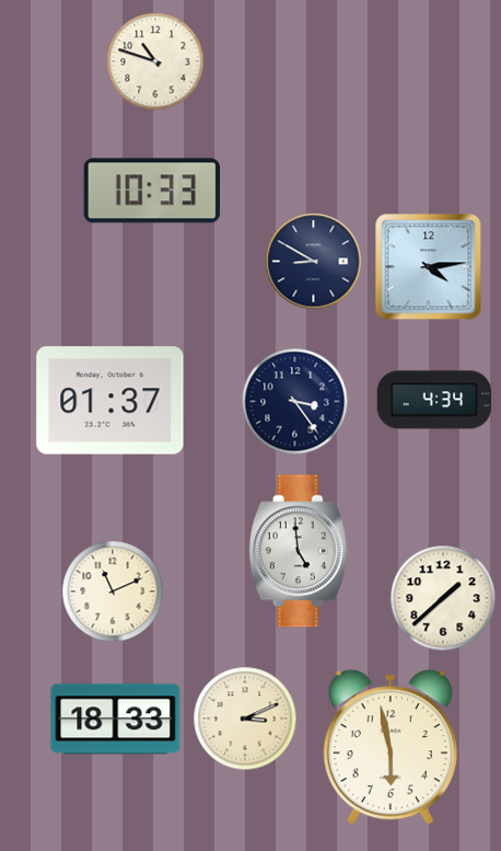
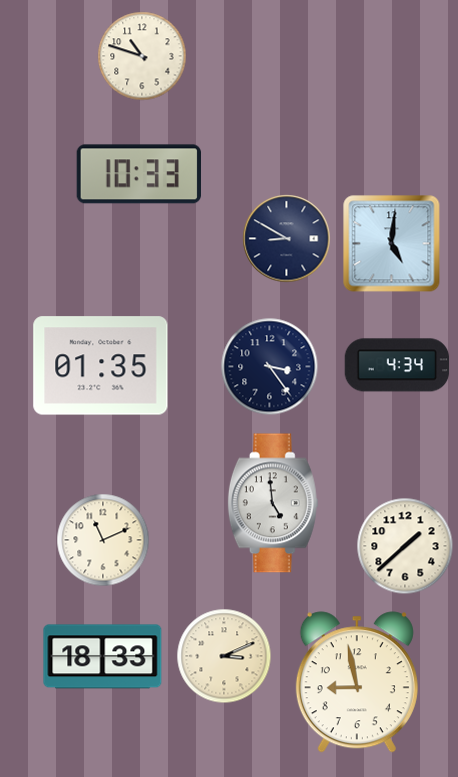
clock at (429, 267): 4:14 -> 5:01
clock at (110, 401): 01:37 -> 01:35
clock at (116, 720) position: (116, 720) -> (103, 657)
clock at (391, 747): 5:58 -> 8:58
